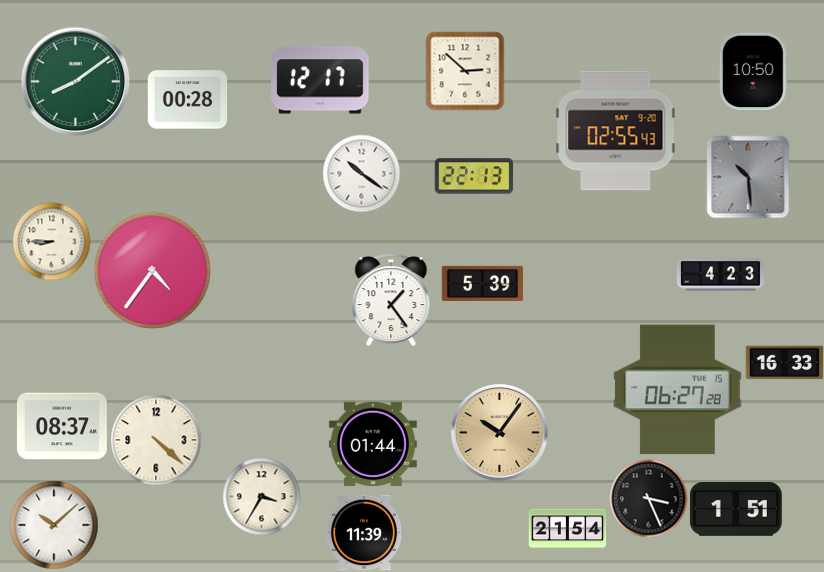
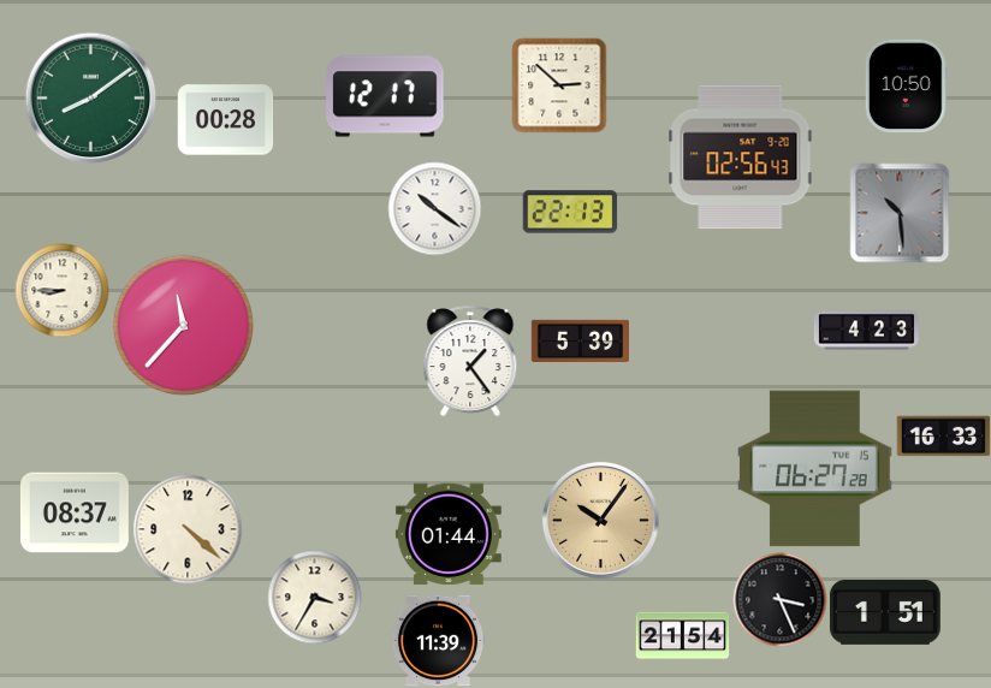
clock at (616, 131): 02:55 -> 02:56
clock at (152, 270): 4:36 -> 11:37
clock at (54, 525): 10:08 -> none
